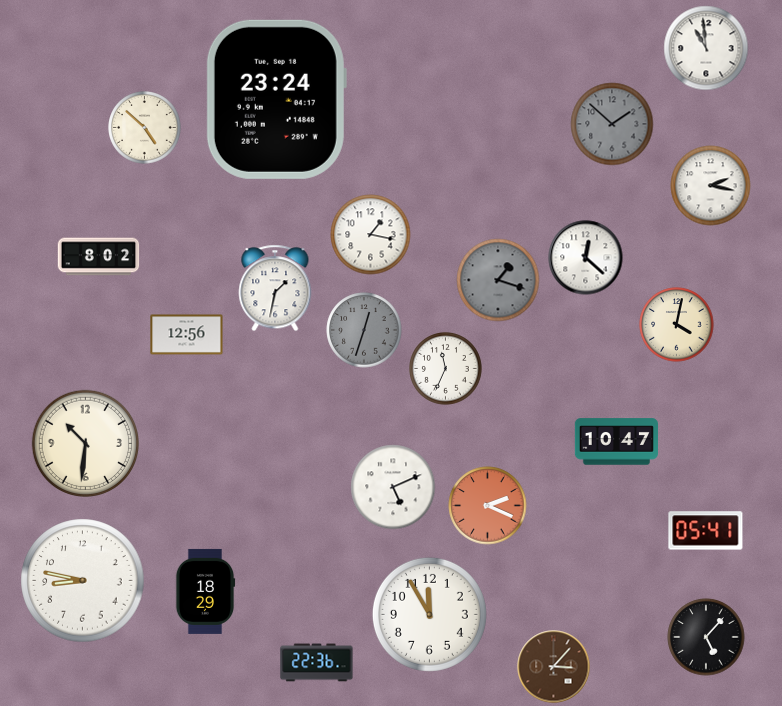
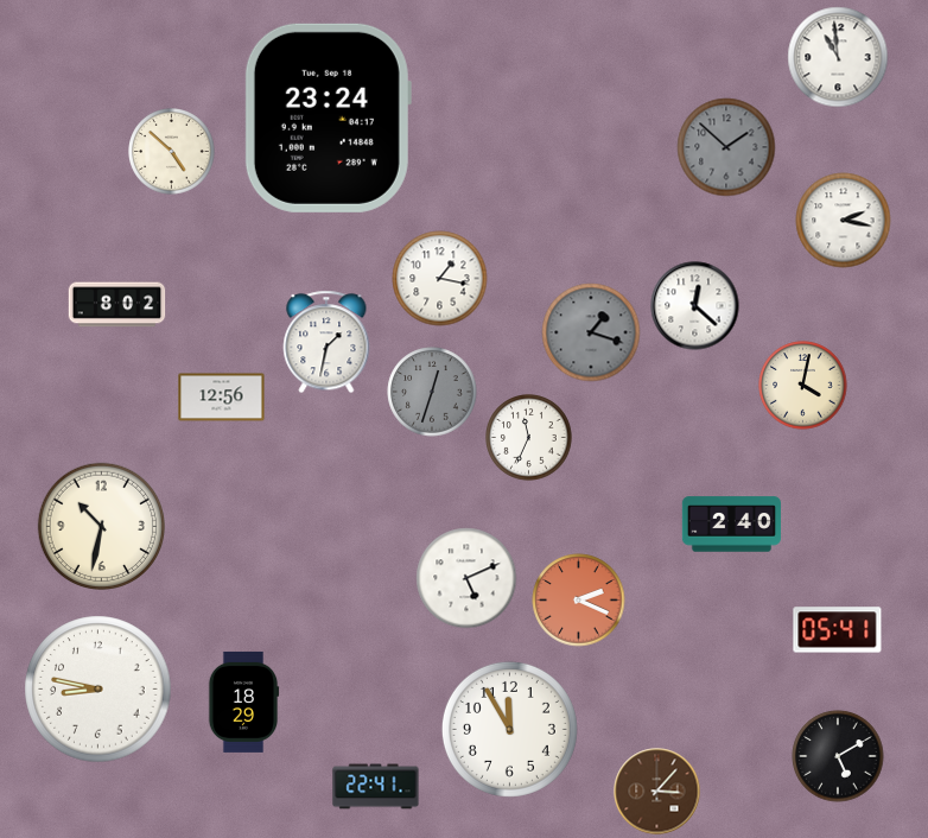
clock at (616, 442): 10:47 -> 2:40
clock at (85, 443): 10:31 -> 10:32
clock at (706, 637): 5:07 -> 5:10
clock at (317, 663): 22:36 -> 22:41
